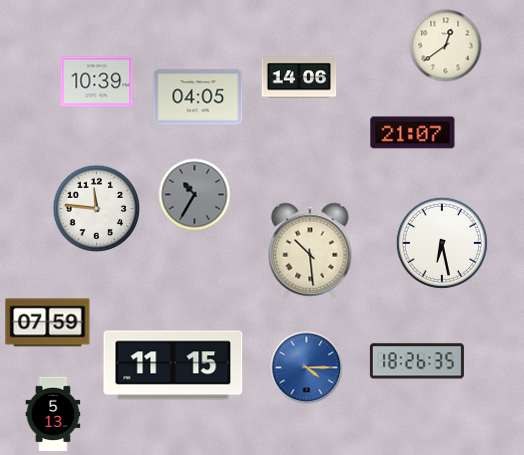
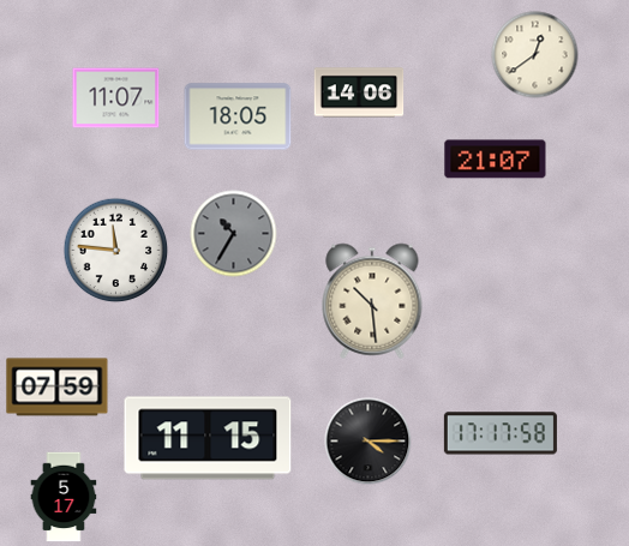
clock at (97, 82): 10:39 -> 11:07
clock at (198, 97): 04:05 -> 18:05
clock at (442, 243): 6:28 -> none
clock at (417, 361): 18:26 -> 17:17
clock at (307, 368) dial: blue -> black
clock at (53, 414): 5:13 -> 5:17
